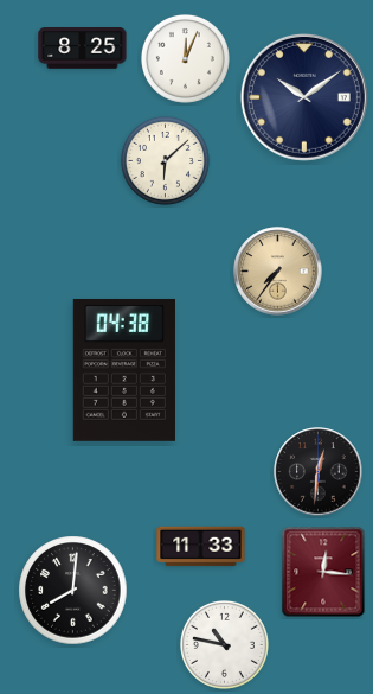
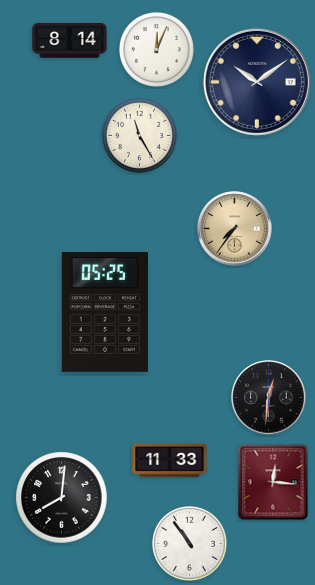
clock at (83, 49): 8:25 -> 8:14
clock at (165, 160): 6:08 -> 11:25
clock at (124, 370): 04:38 -> 05:25
clock at (224, 644): 10:47 -> 10:54
